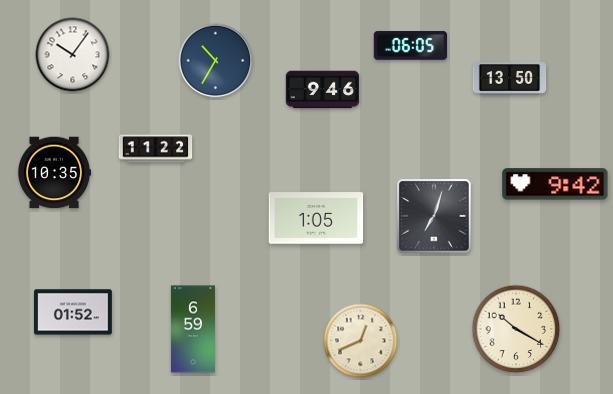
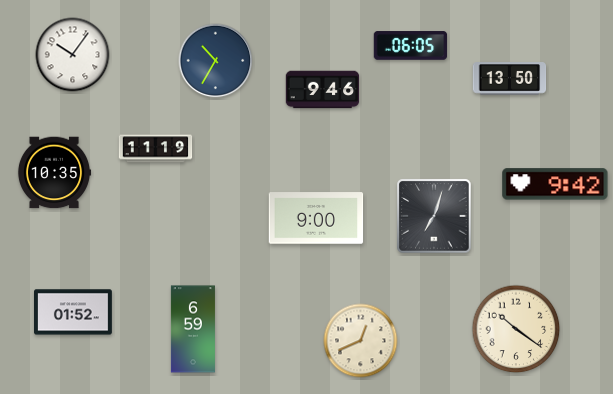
clock at (156, 149): 11:22 -> 11:19
clock at (316, 218): 1:05 -> 9:00
clock at (516, 329): 10:20 -> 10:21
